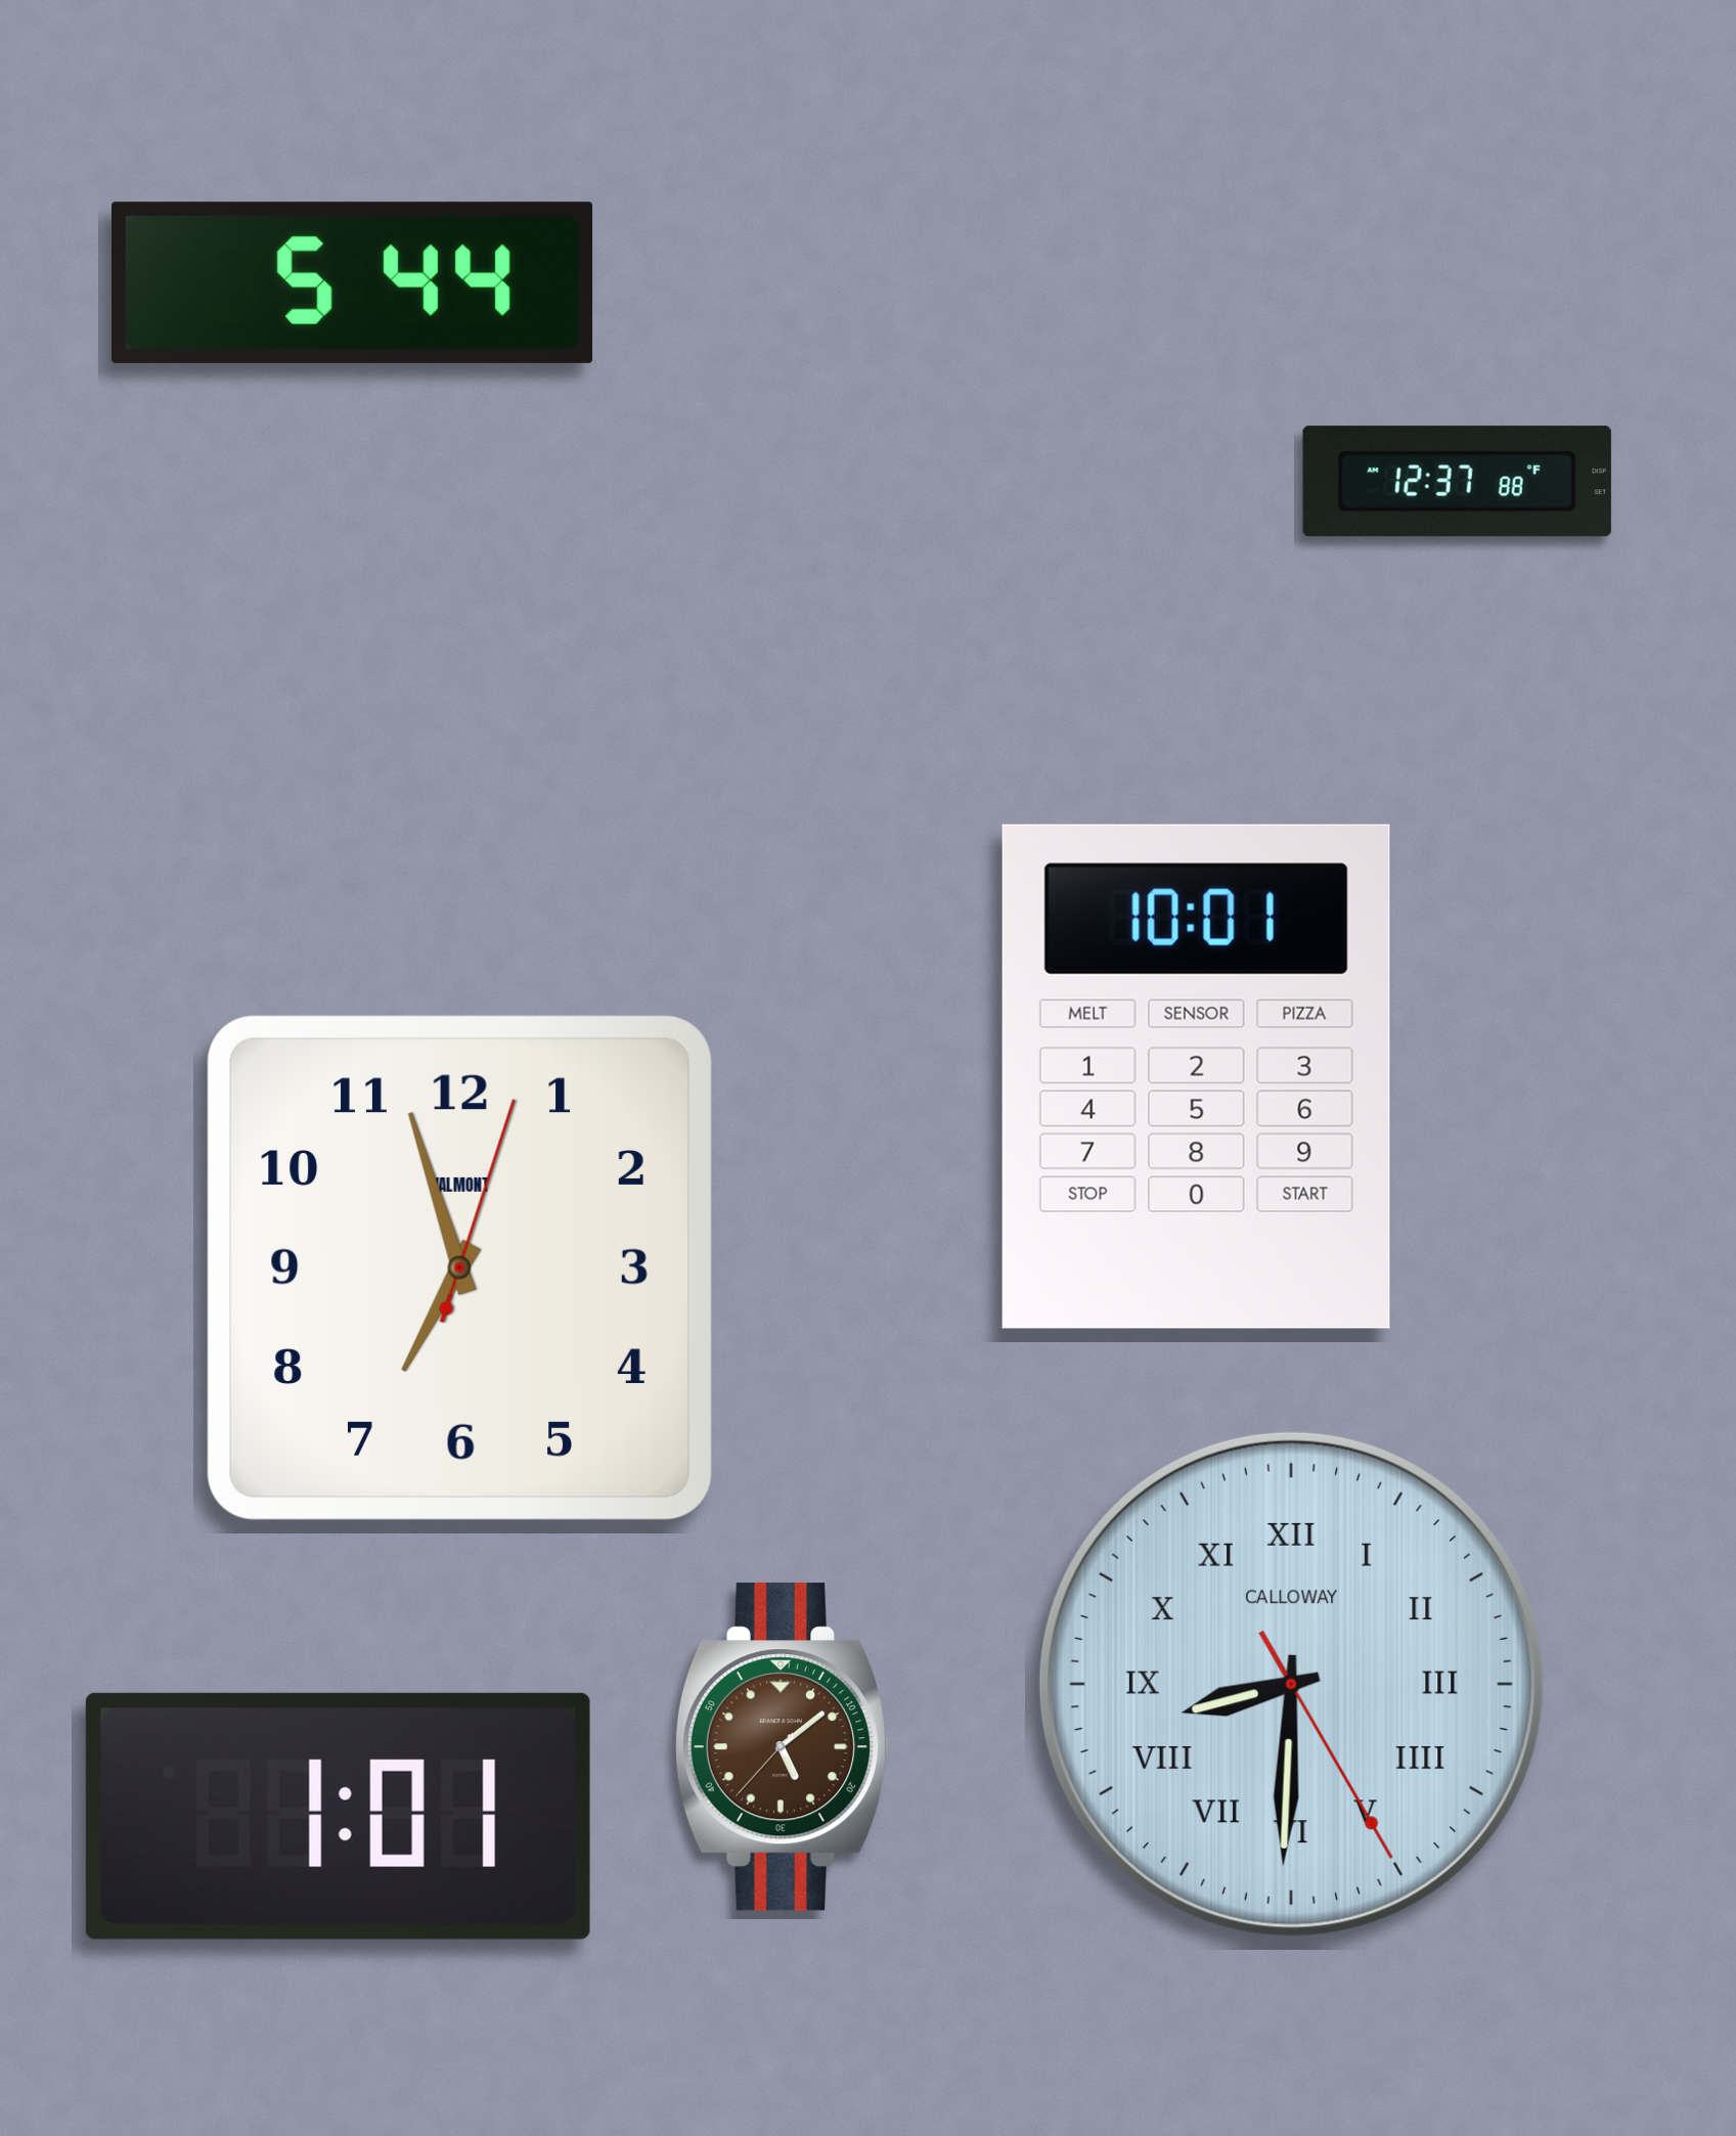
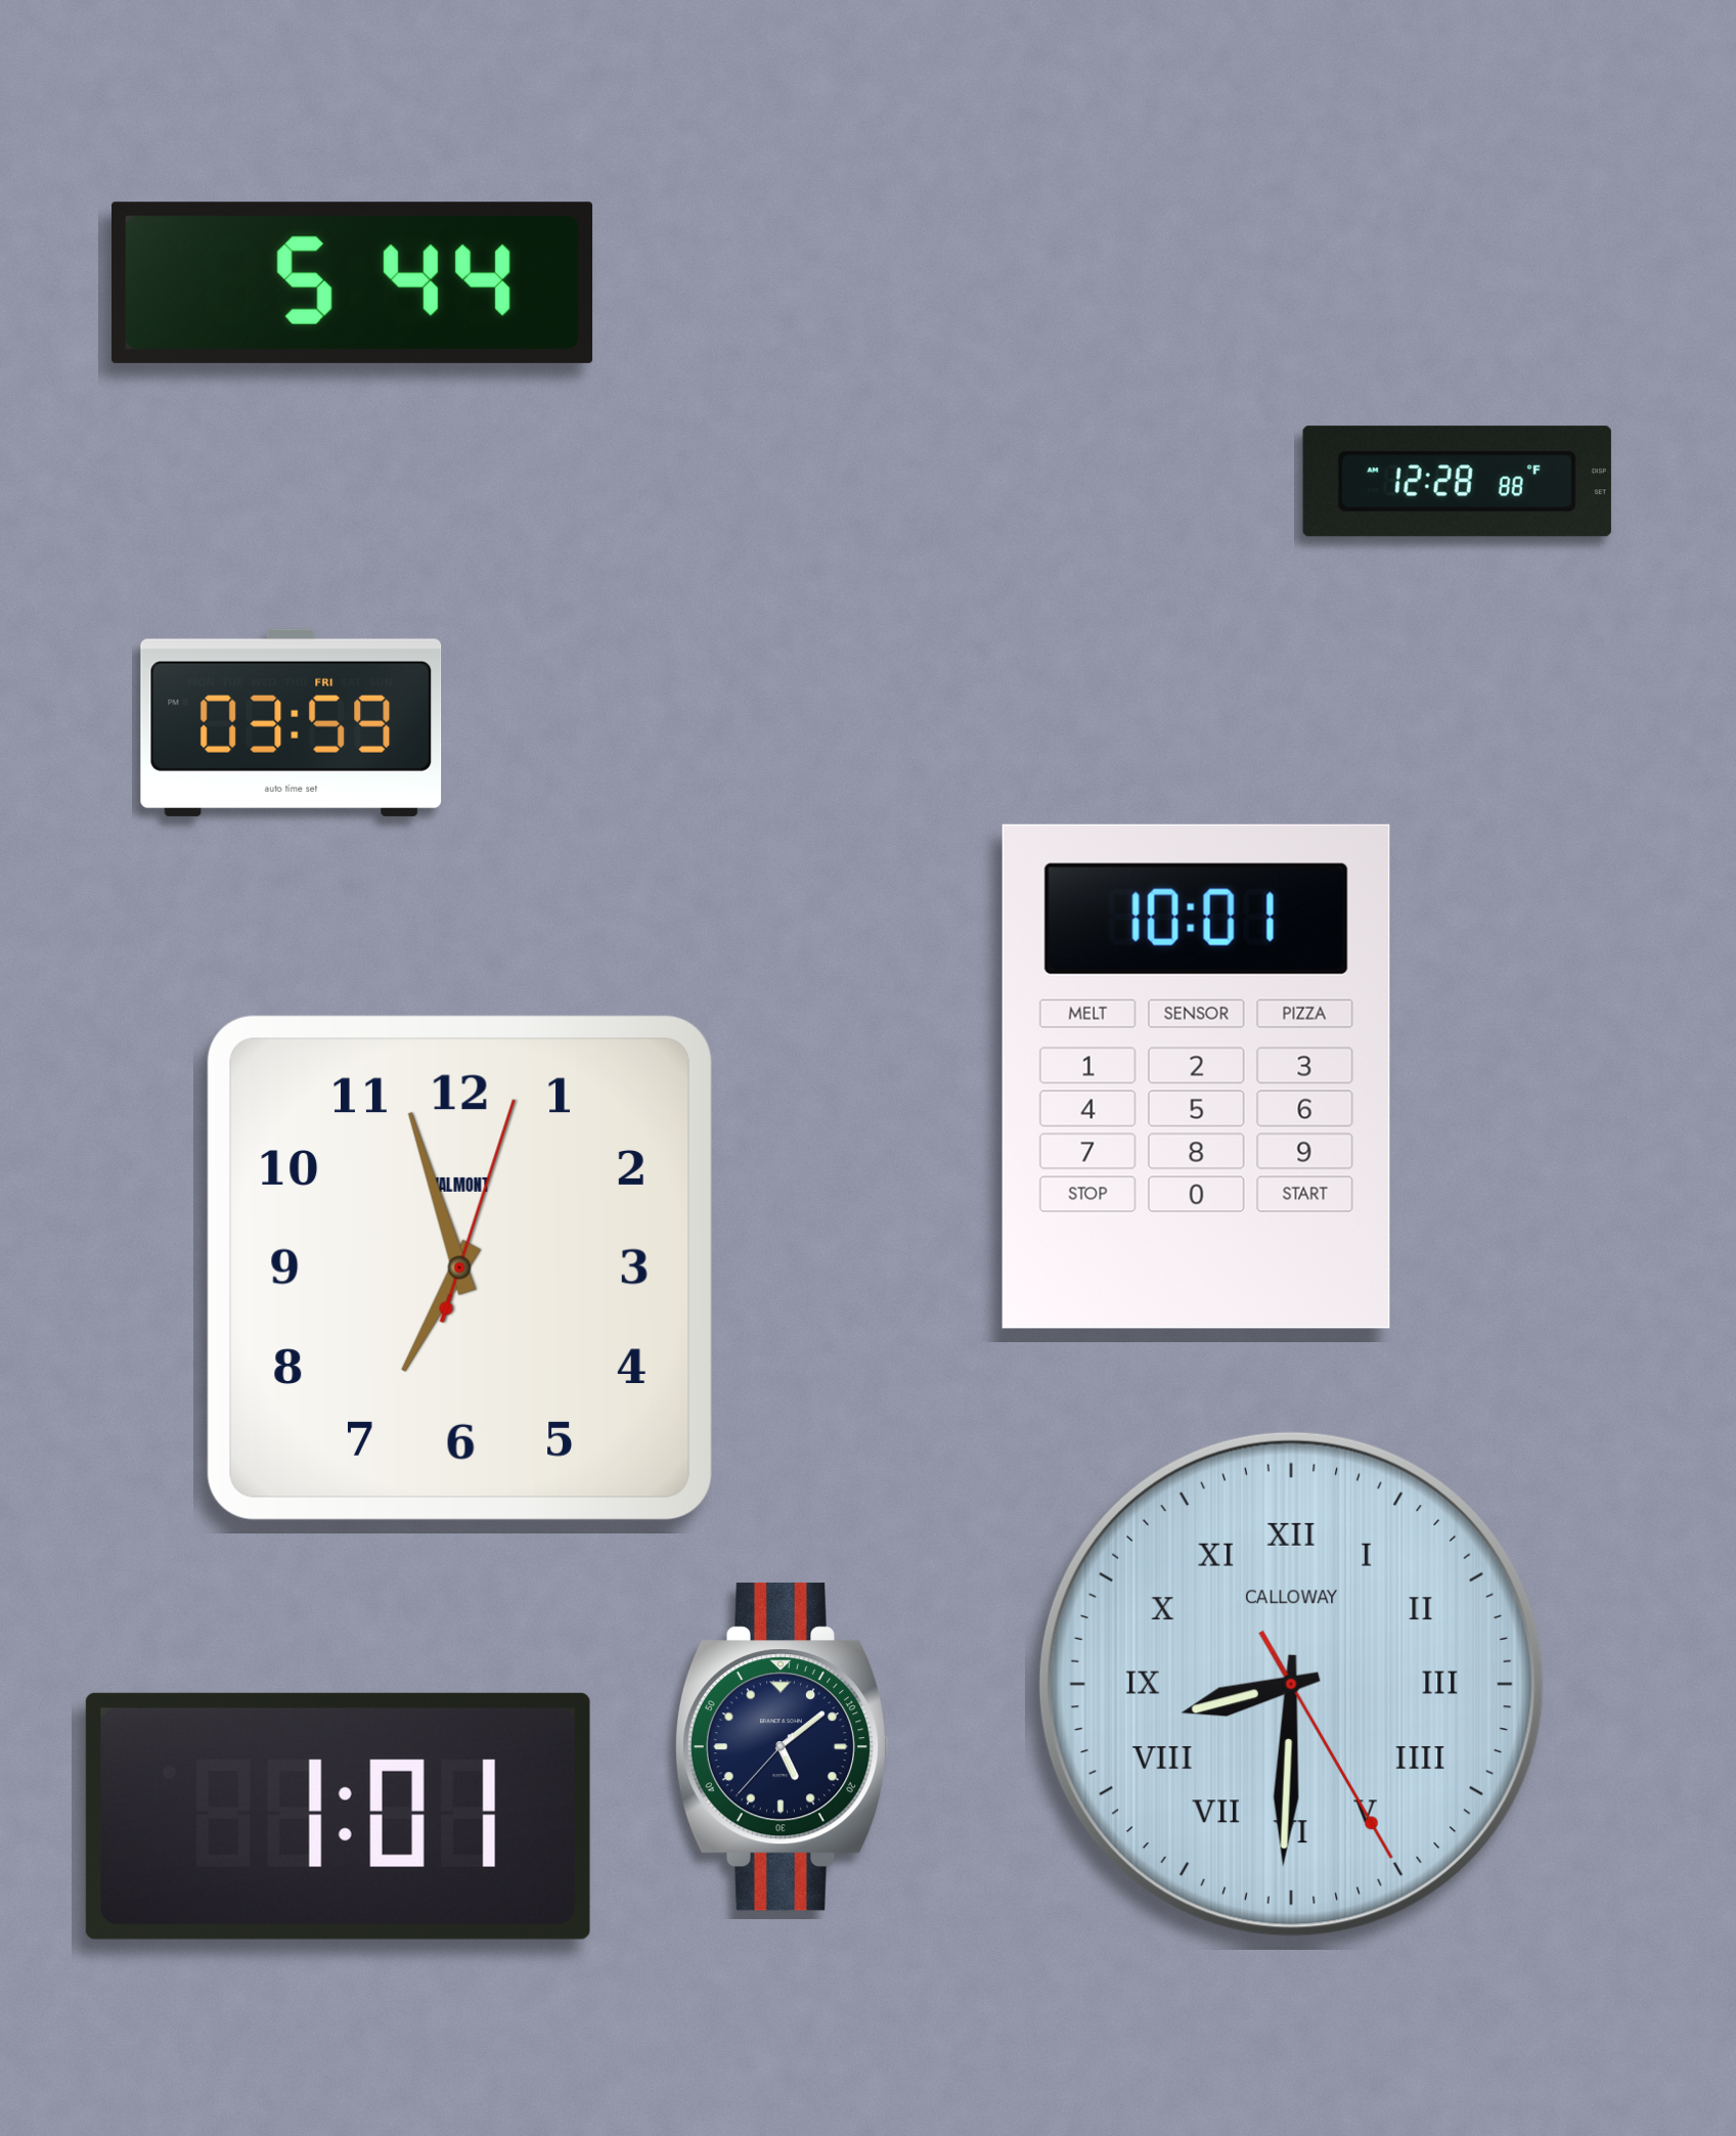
clock at (1457, 482): 12:37 -> 12:28
clock at (292, 722): none -> 03:59
clock at (782, 1747) dial: brown -> navy
